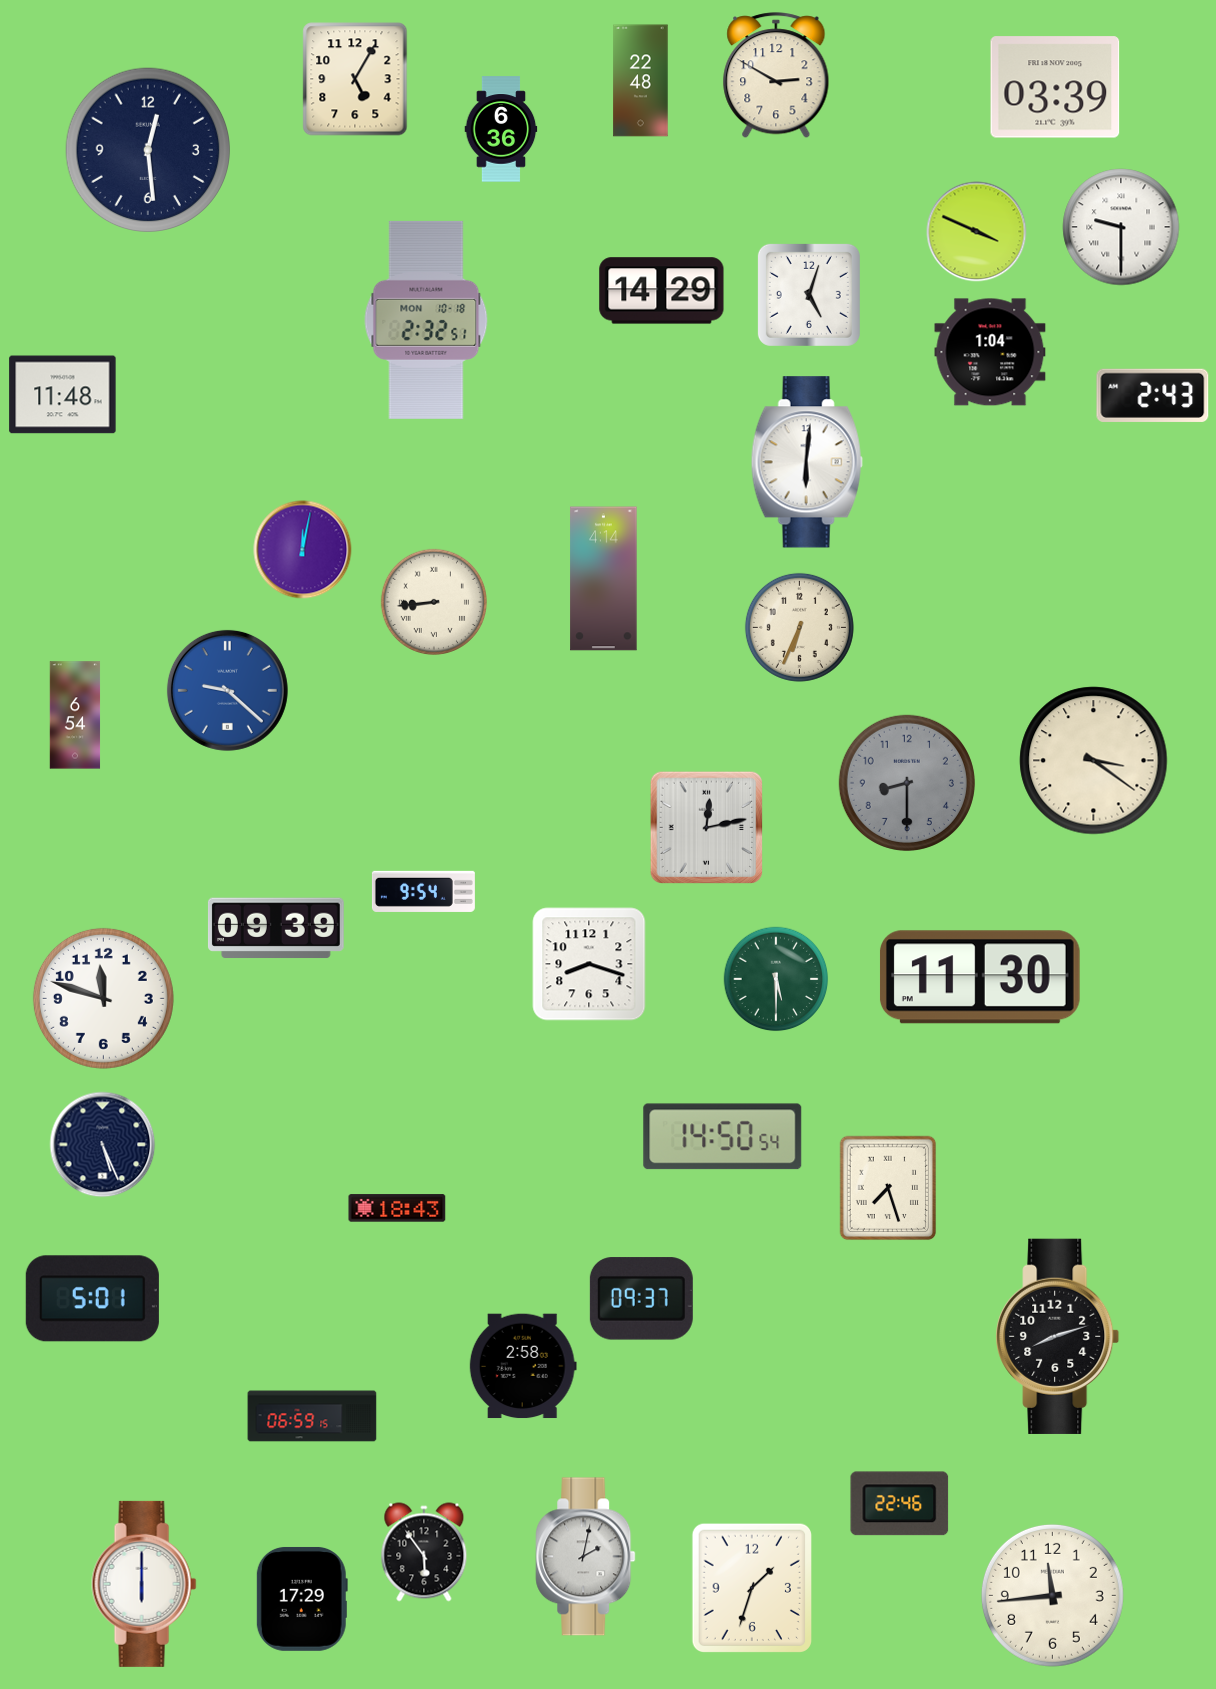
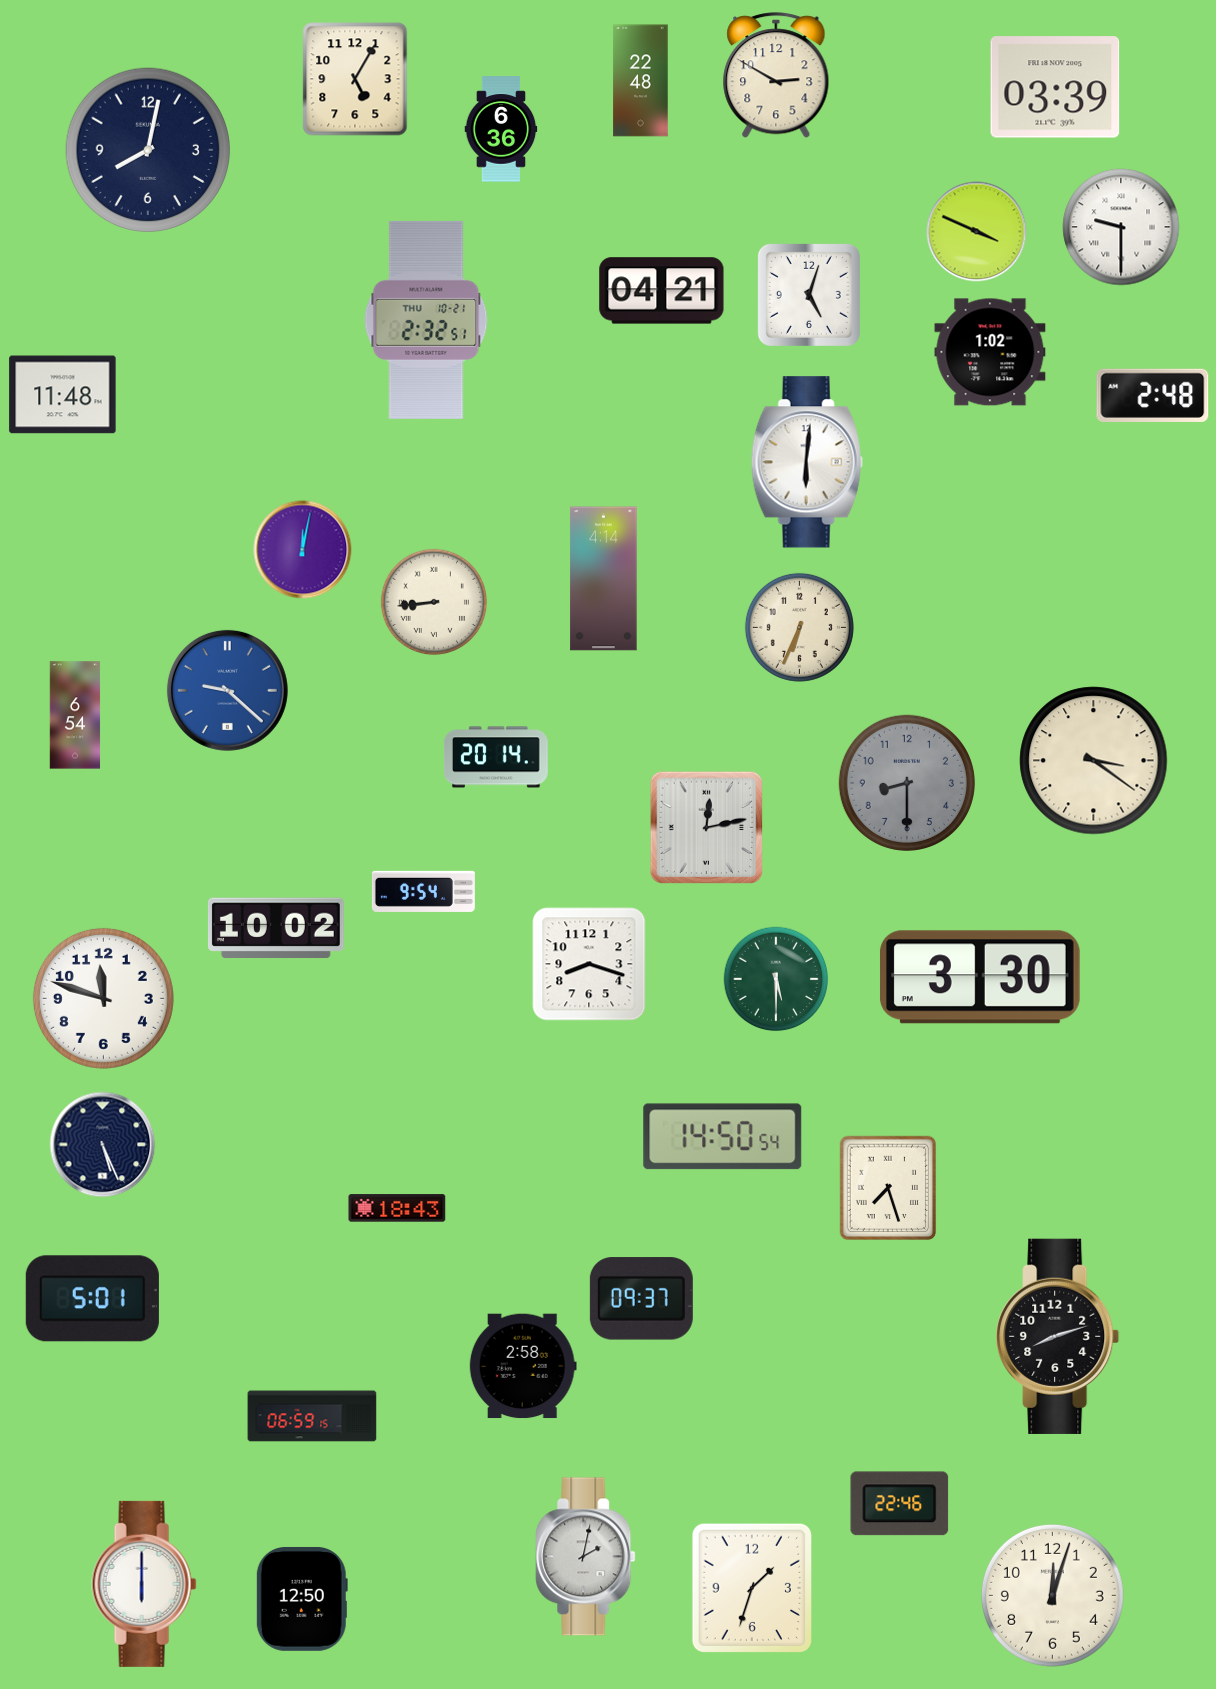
clock at (148, 150): 12:29 -> 8:02
clock at (662, 291): 14:29 -> 04:21
clock at (426, 320) date: MON 10-18 -> THU 10-21
clock at (990, 352): 1:04 -> 1:02
clock at (1153, 395): 2:43 -> 2:48
clock at (496, 757): none -> 20:14
clock at (276, 928): 09:39 -> 10:02
clock at (980, 977): 11:30 -> 3:30
clock at (424, 1552): 5:54 -> none
clock at (1052, 1595): 11:44 -> 12:03
clock at (302, 1599): 17:29 -> 12:50
